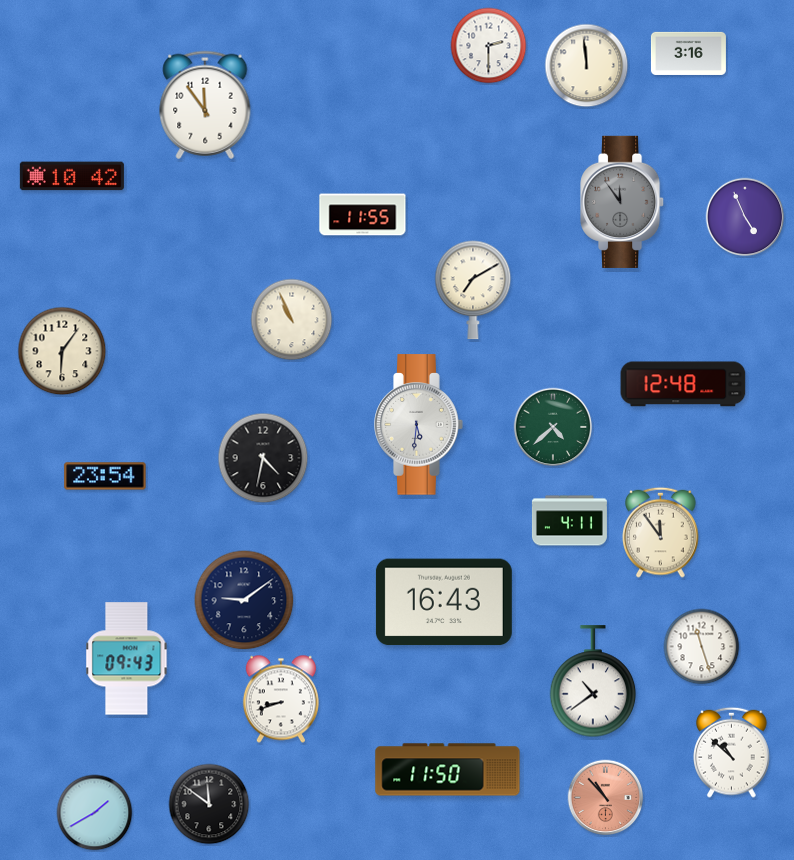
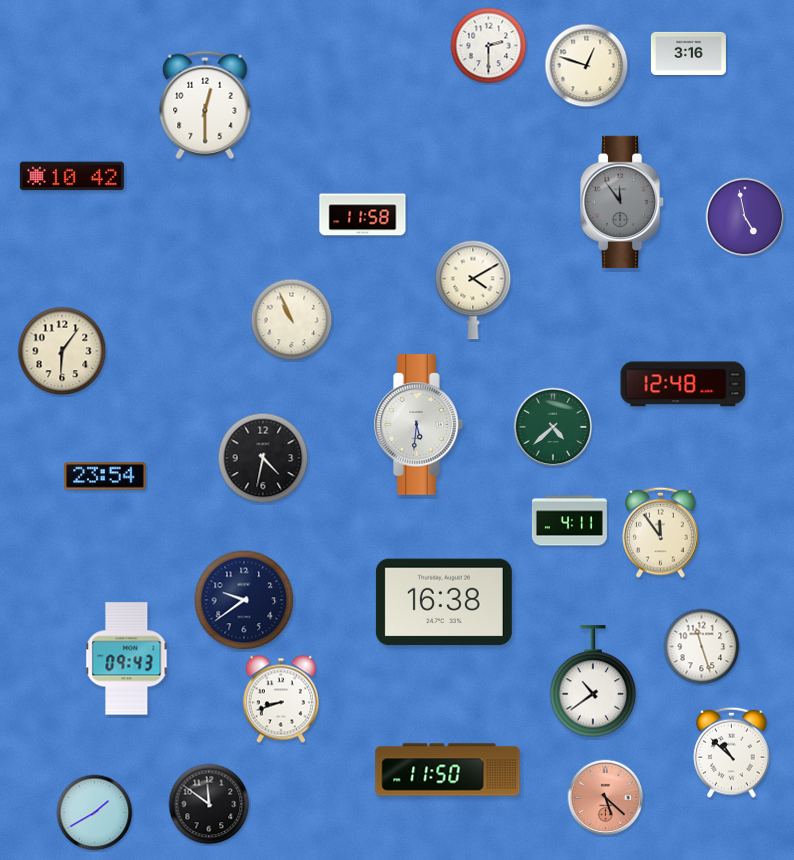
clock at (587, 66): 11:59 -> 12:48
clock at (205, 105): 11:54 -> 12:30
clock at (363, 215): 11:55 -> 11:58
clock at (745, 217): 4:56 -> 4:58
clock at (473, 290): 7:10 -> 4:10
clock at (244, 600): 9:09 -> 9:39
clock at (444, 602): 16:43 -> 16:38
clock at (606, 798): 10:53 -> 5:22
